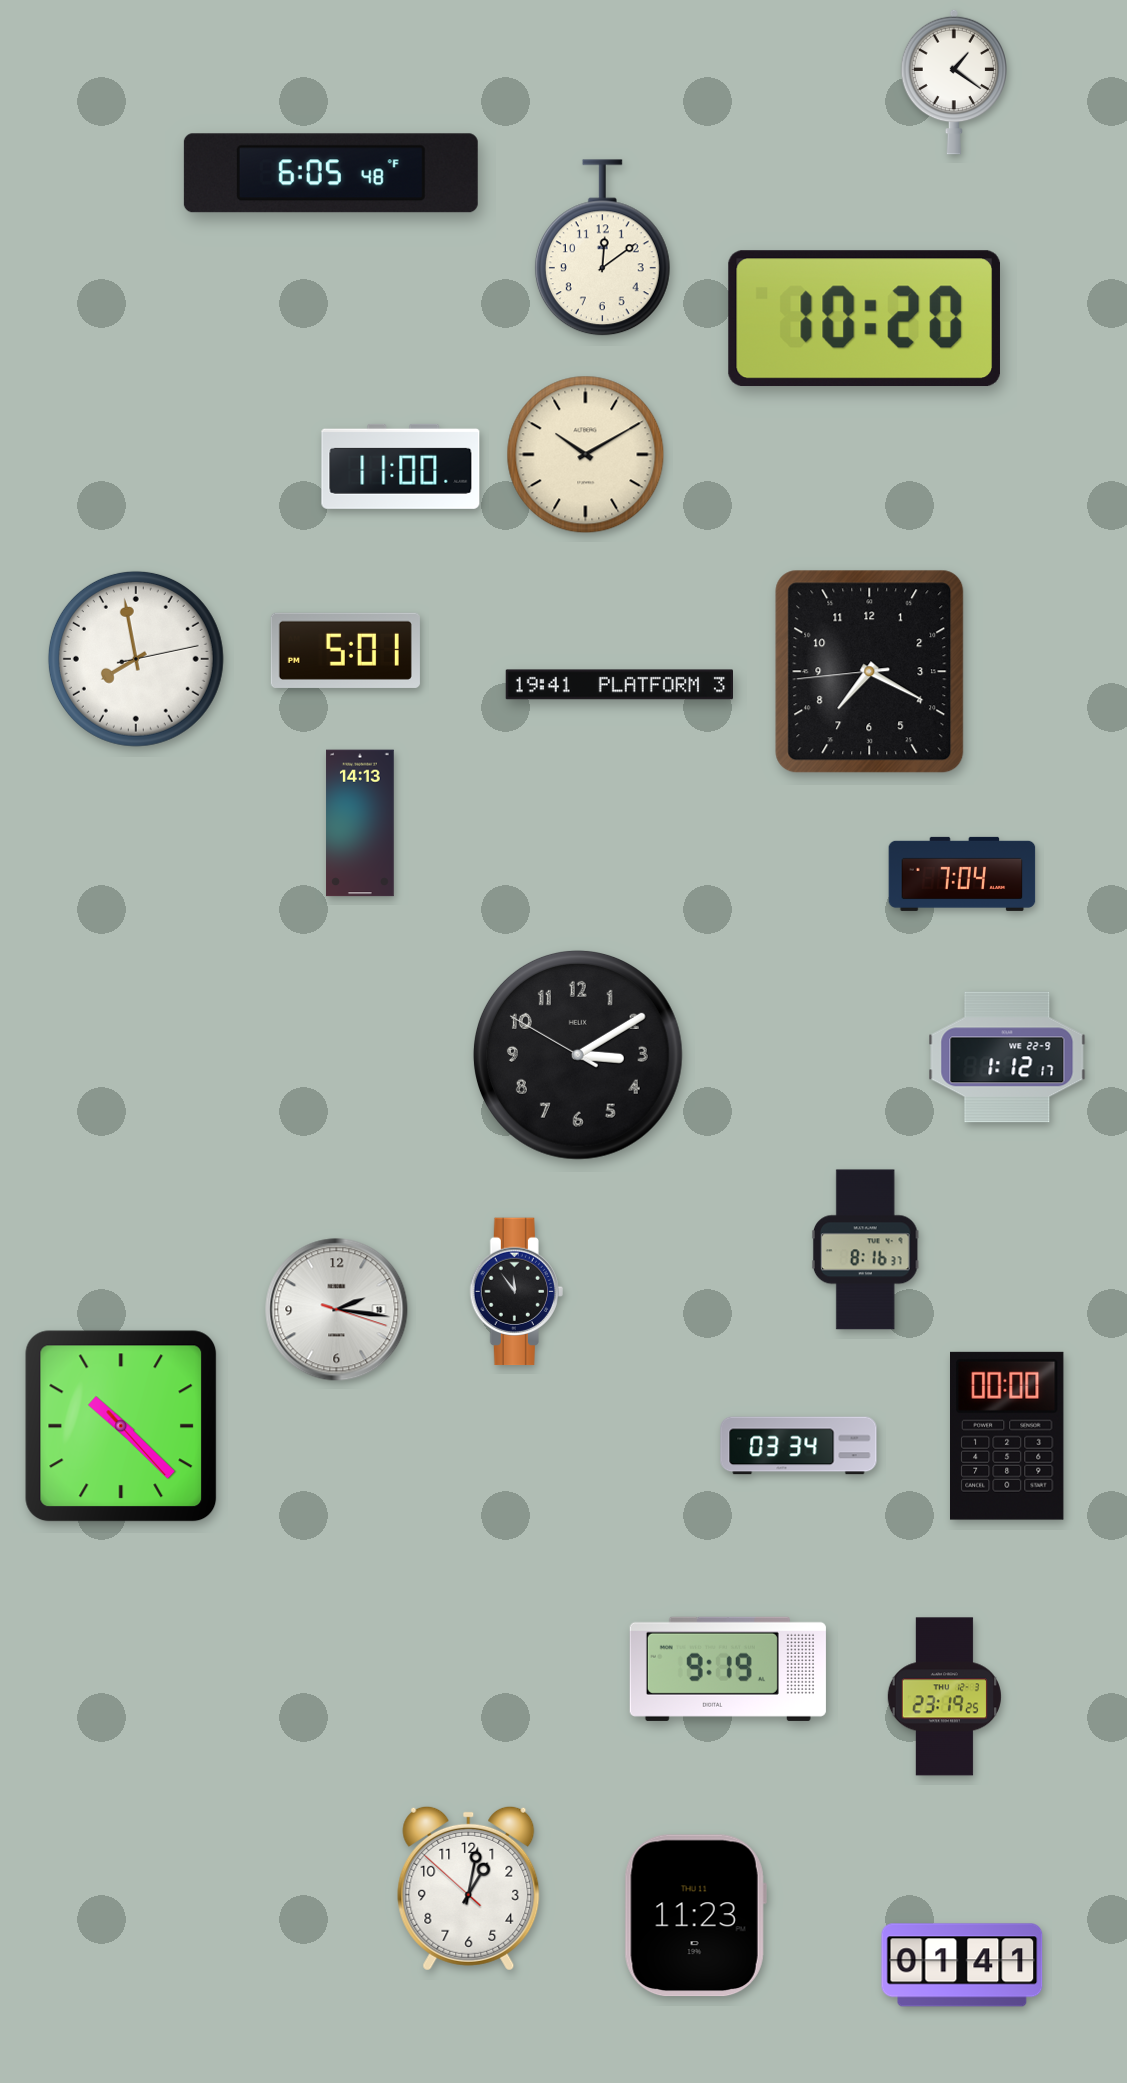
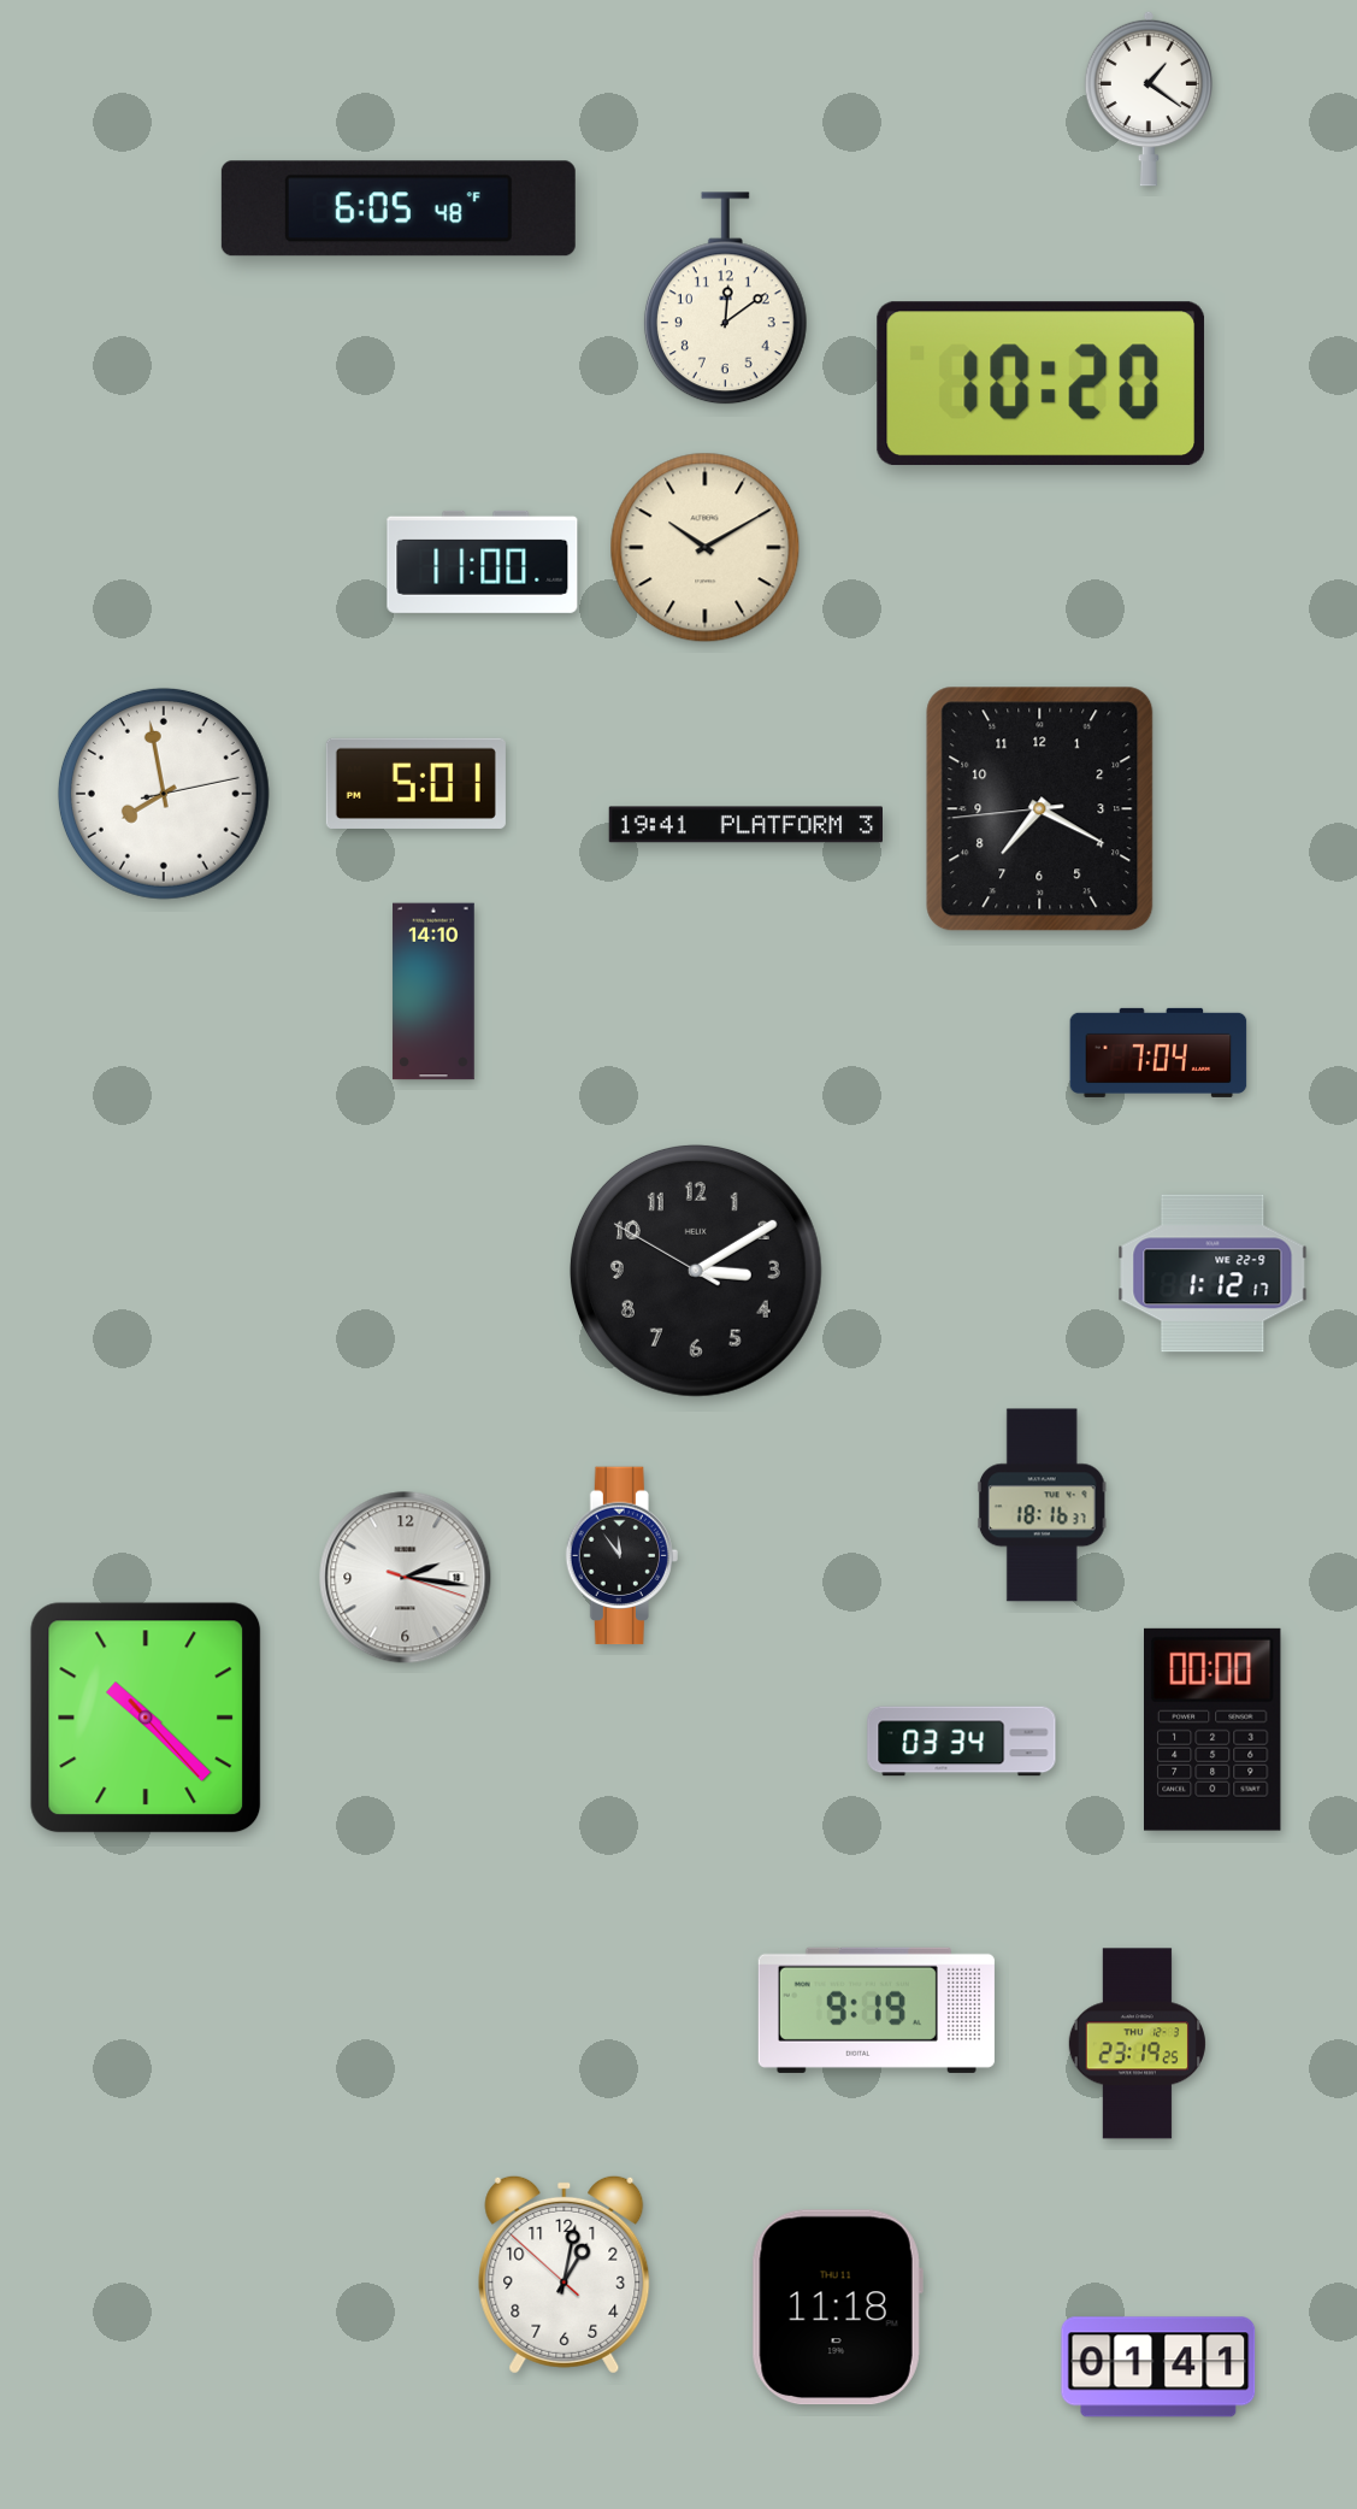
clock at (870, 672) position: (870, 672) -> (1040, 809)
clock at (360, 823): 14:13 -> 14:10
clock at (865, 1250): 8:16 -> 18:16
clock at (695, 1916): 11:23 -> 11:18
